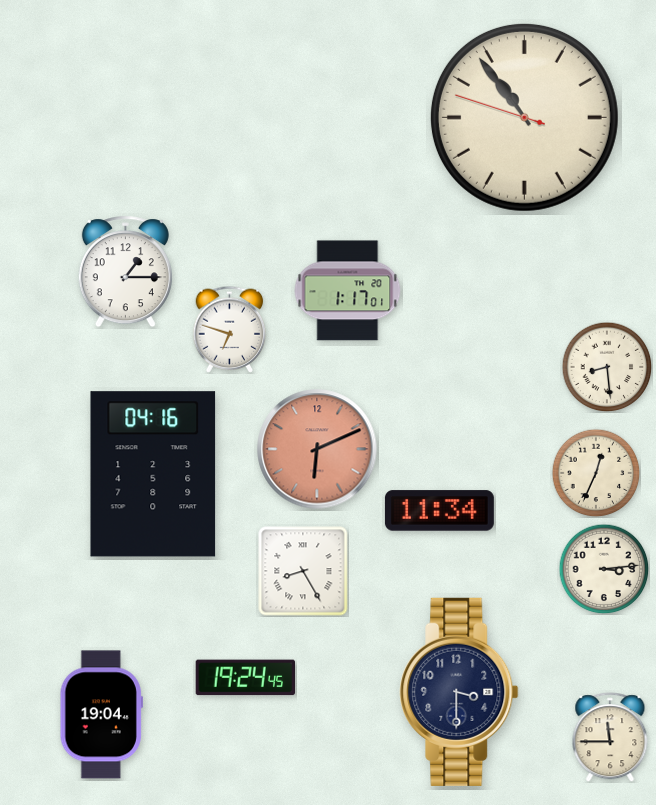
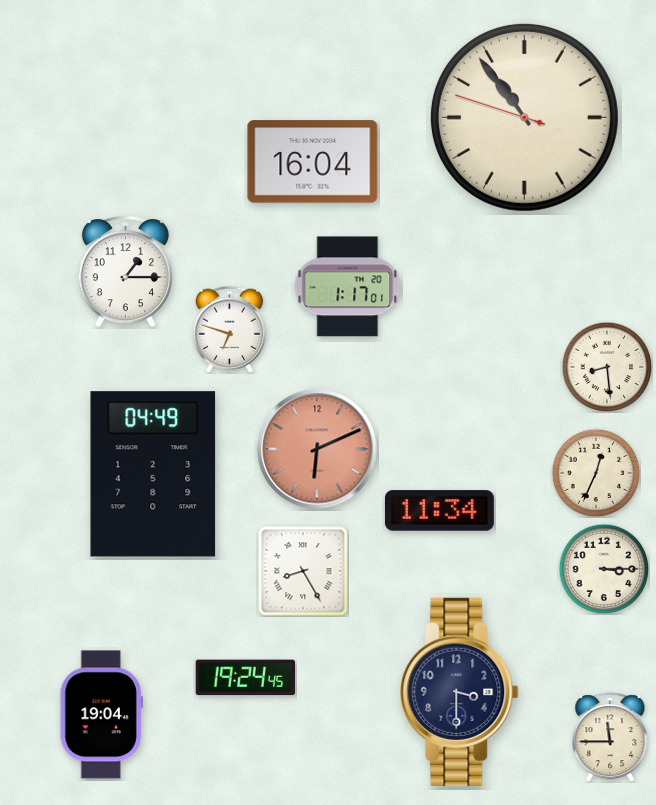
clock at (313, 162): none -> 16:04
clock at (348, 291) position: (348, 291) -> (348, 287)
clock at (153, 474): 04:16 -> 04:49
clock at (604, 569): 3:14 -> 3:15
